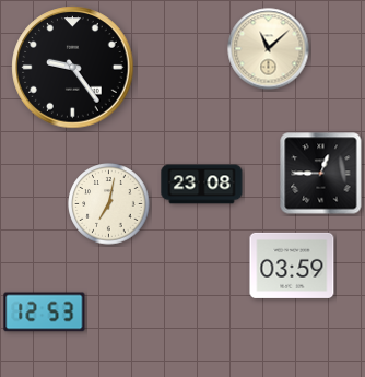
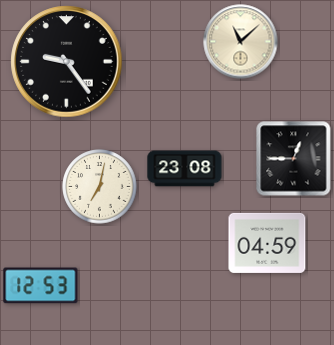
clock at (269, 49) position: (269, 49) -> (241, 42)
clock at (292, 266): 03:59 -> 04:59
